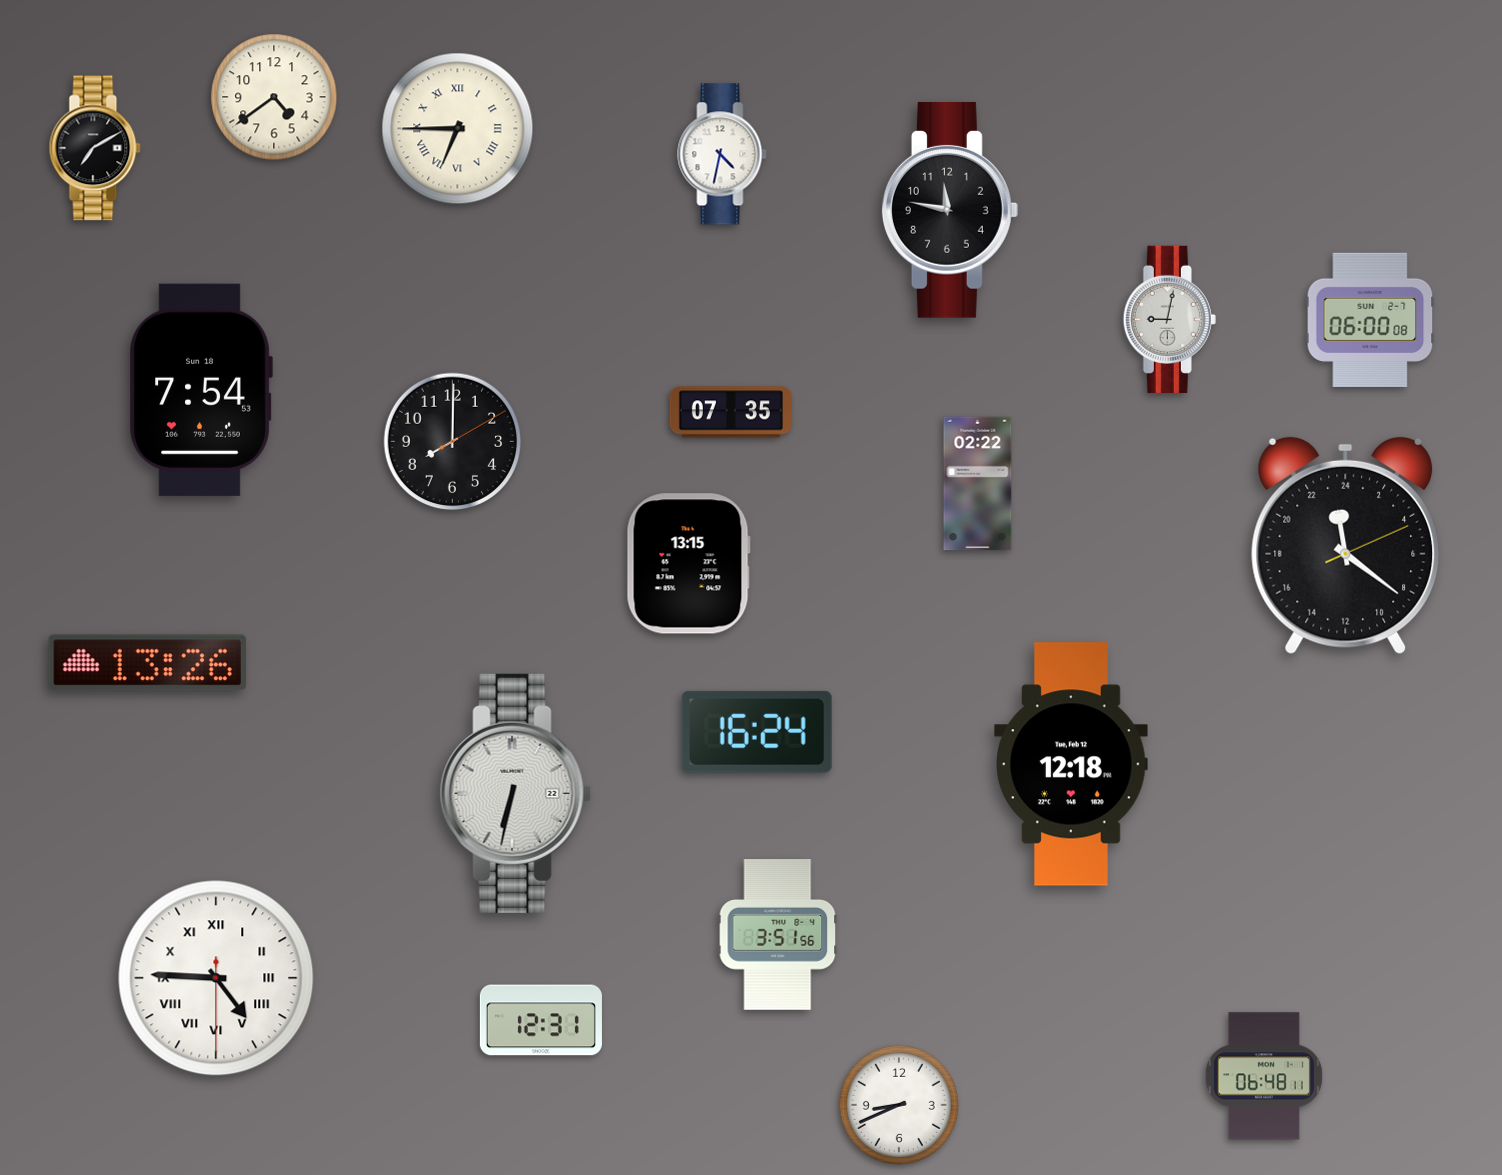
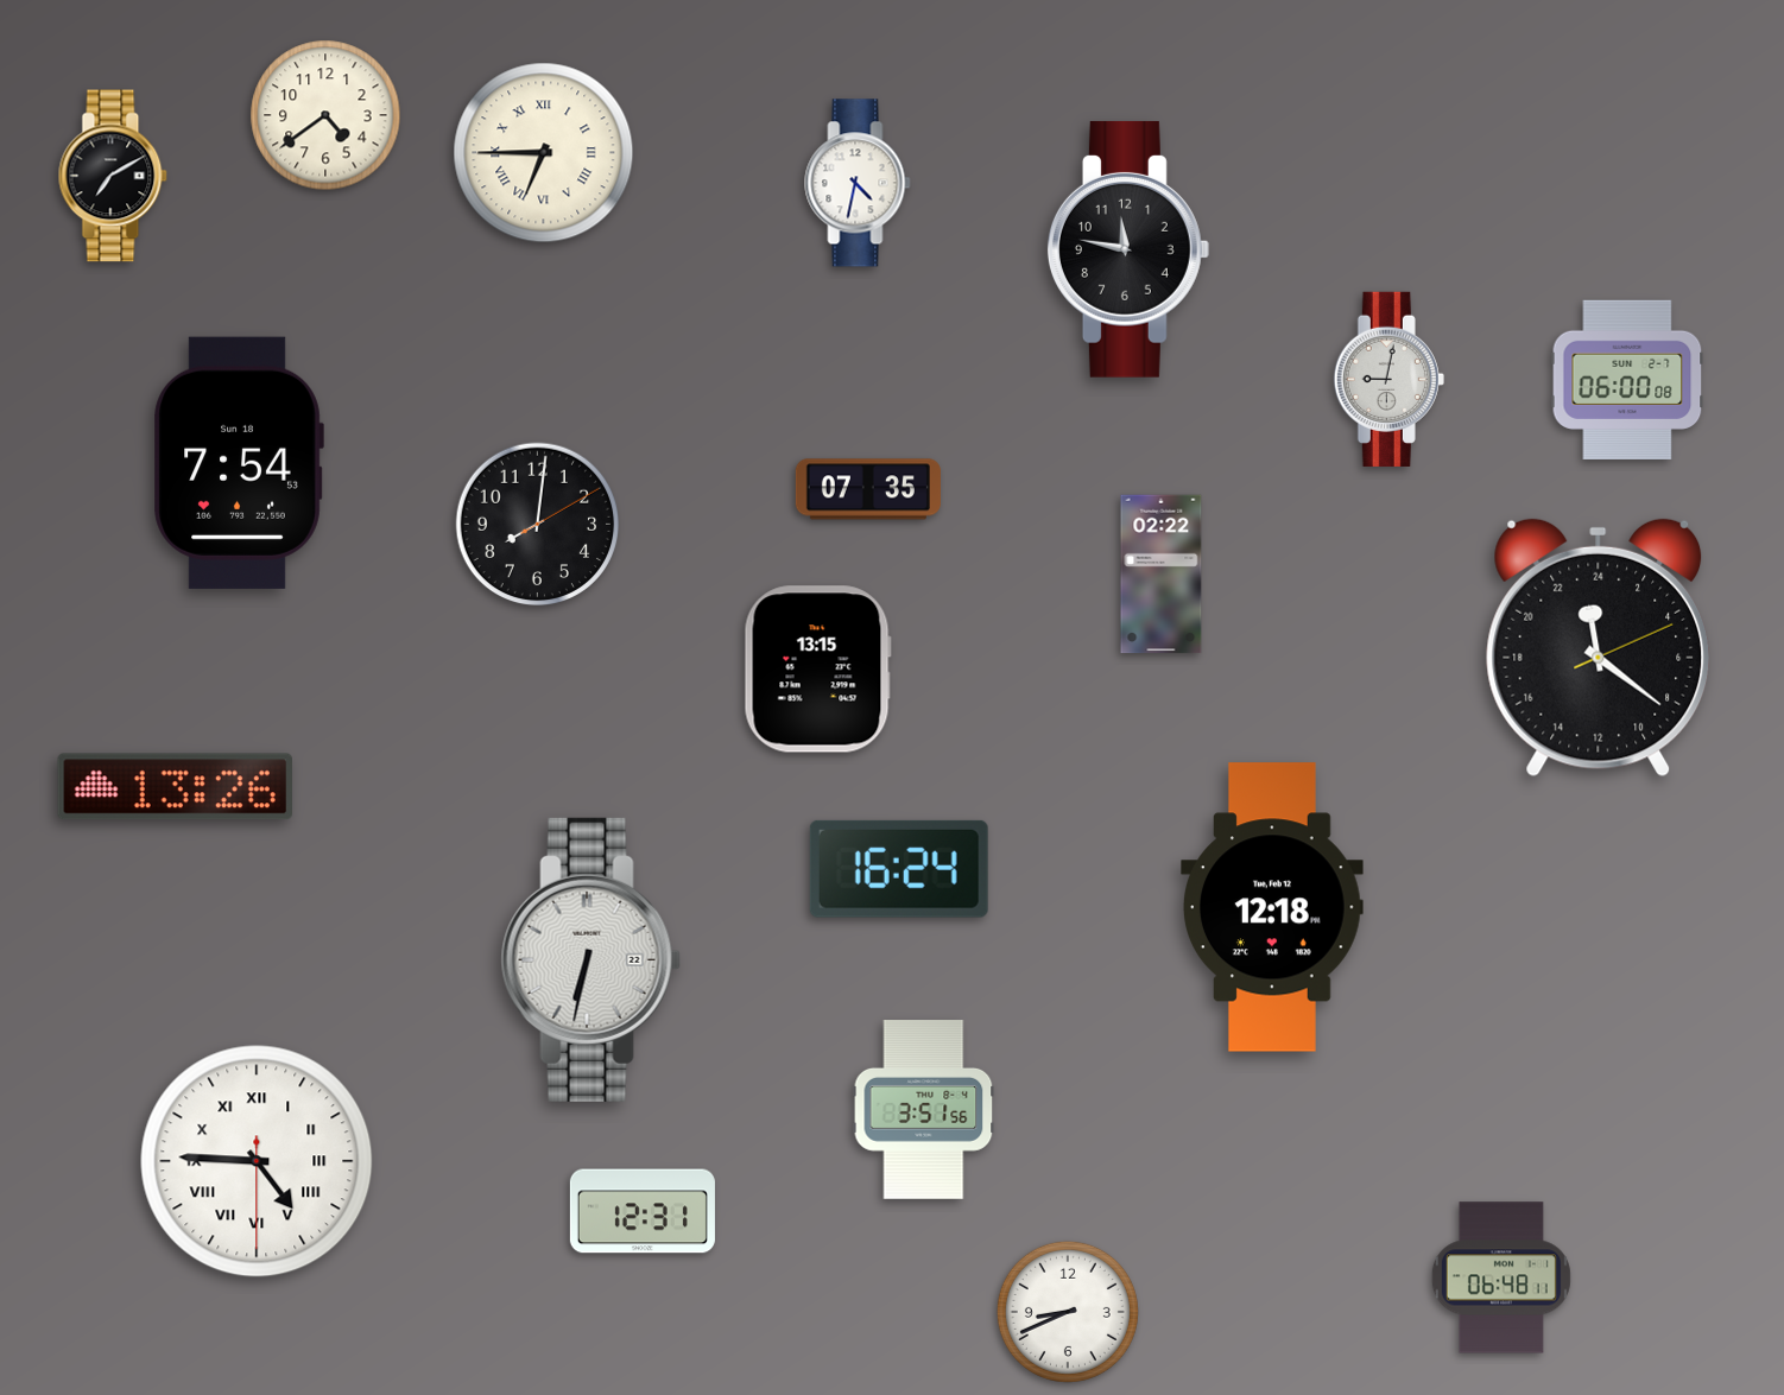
clock at (453, 442): 8:00 -> 8:01
clock at (515, 793) position: (515, 793) -> (590, 959)
